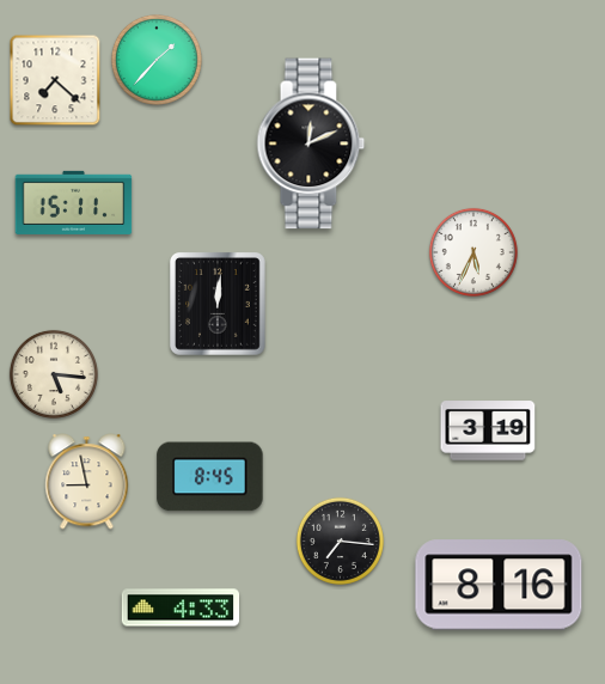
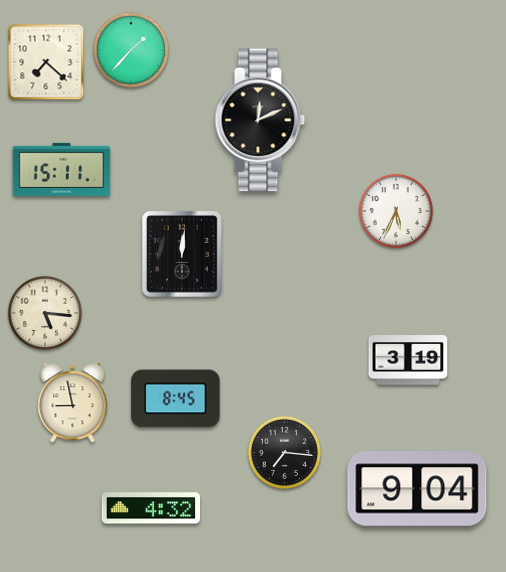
clock at (55, 80) position: (55, 80) -> (46, 62)
clock at (499, 585): 8:16 -> 9:04
clock at (181, 607): 4:33 -> 4:32
